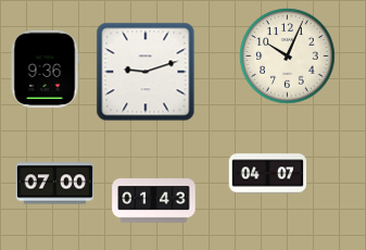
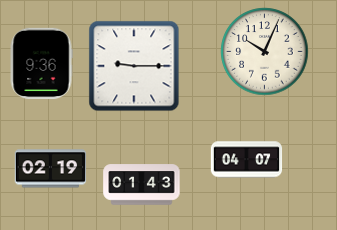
clock at (146, 72): 9:12 -> 9:15
clock at (55, 184): 07:00 -> 02:19
